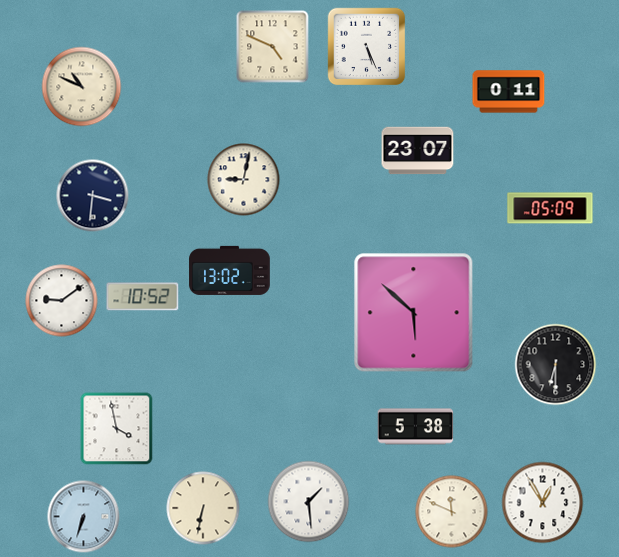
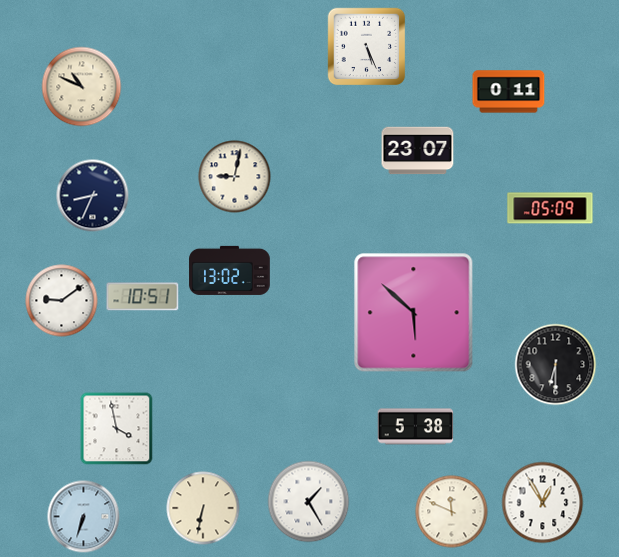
clock at (273, 47): 4:49 -> none
clock at (244, 180) position: (244, 180) -> (235, 177)
clock at (93, 196): 3:31 -> 8:34
clock at (143, 297): 10:52 -> 10:51
clock at (309, 502): 1:29 -> 1:25
